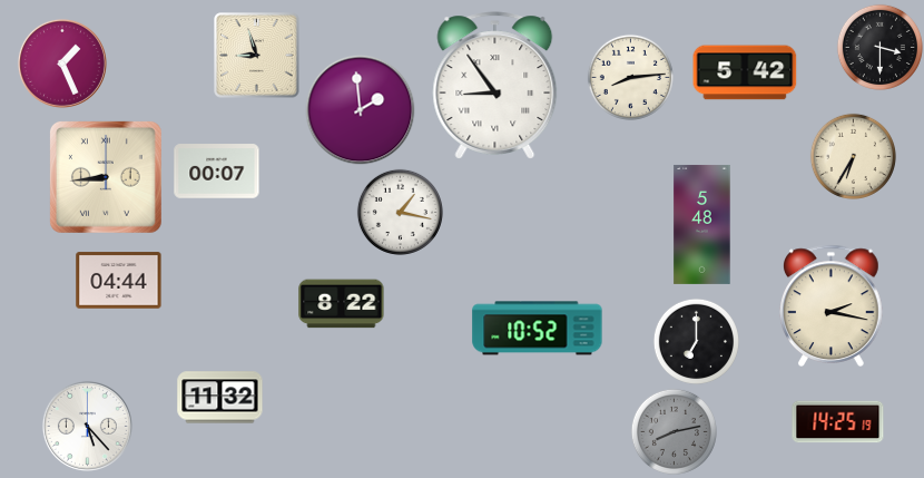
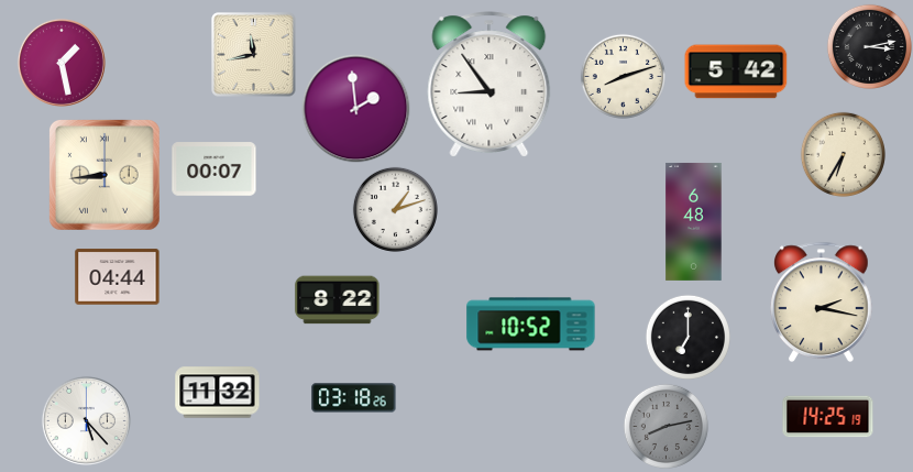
clock at (879, 47): 3:30 -> 3:13
clock at (257, 56): 8:57 -> 11:43
clock at (62, 64): 1:26 -> 1:28
clock at (630, 77): 8:14 -> 8:12
clock at (400, 212): 1:17 -> 1:12
clock at (702, 224): 5:48 -> 6:48
clock at (354, 398): none -> 03:18
